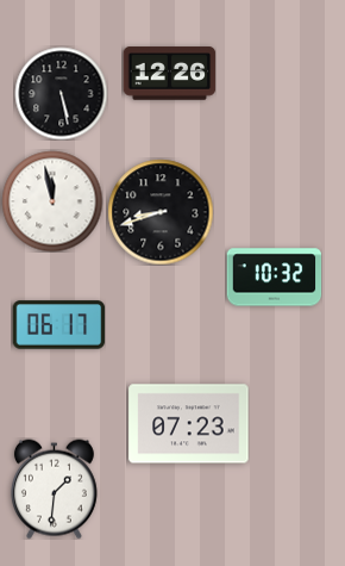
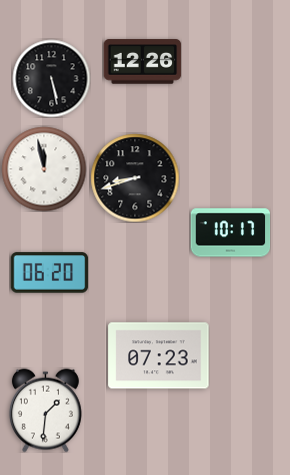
clock at (274, 278): 10:32 -> 10:17
clock at (58, 325): 06:17 -> 06:20
